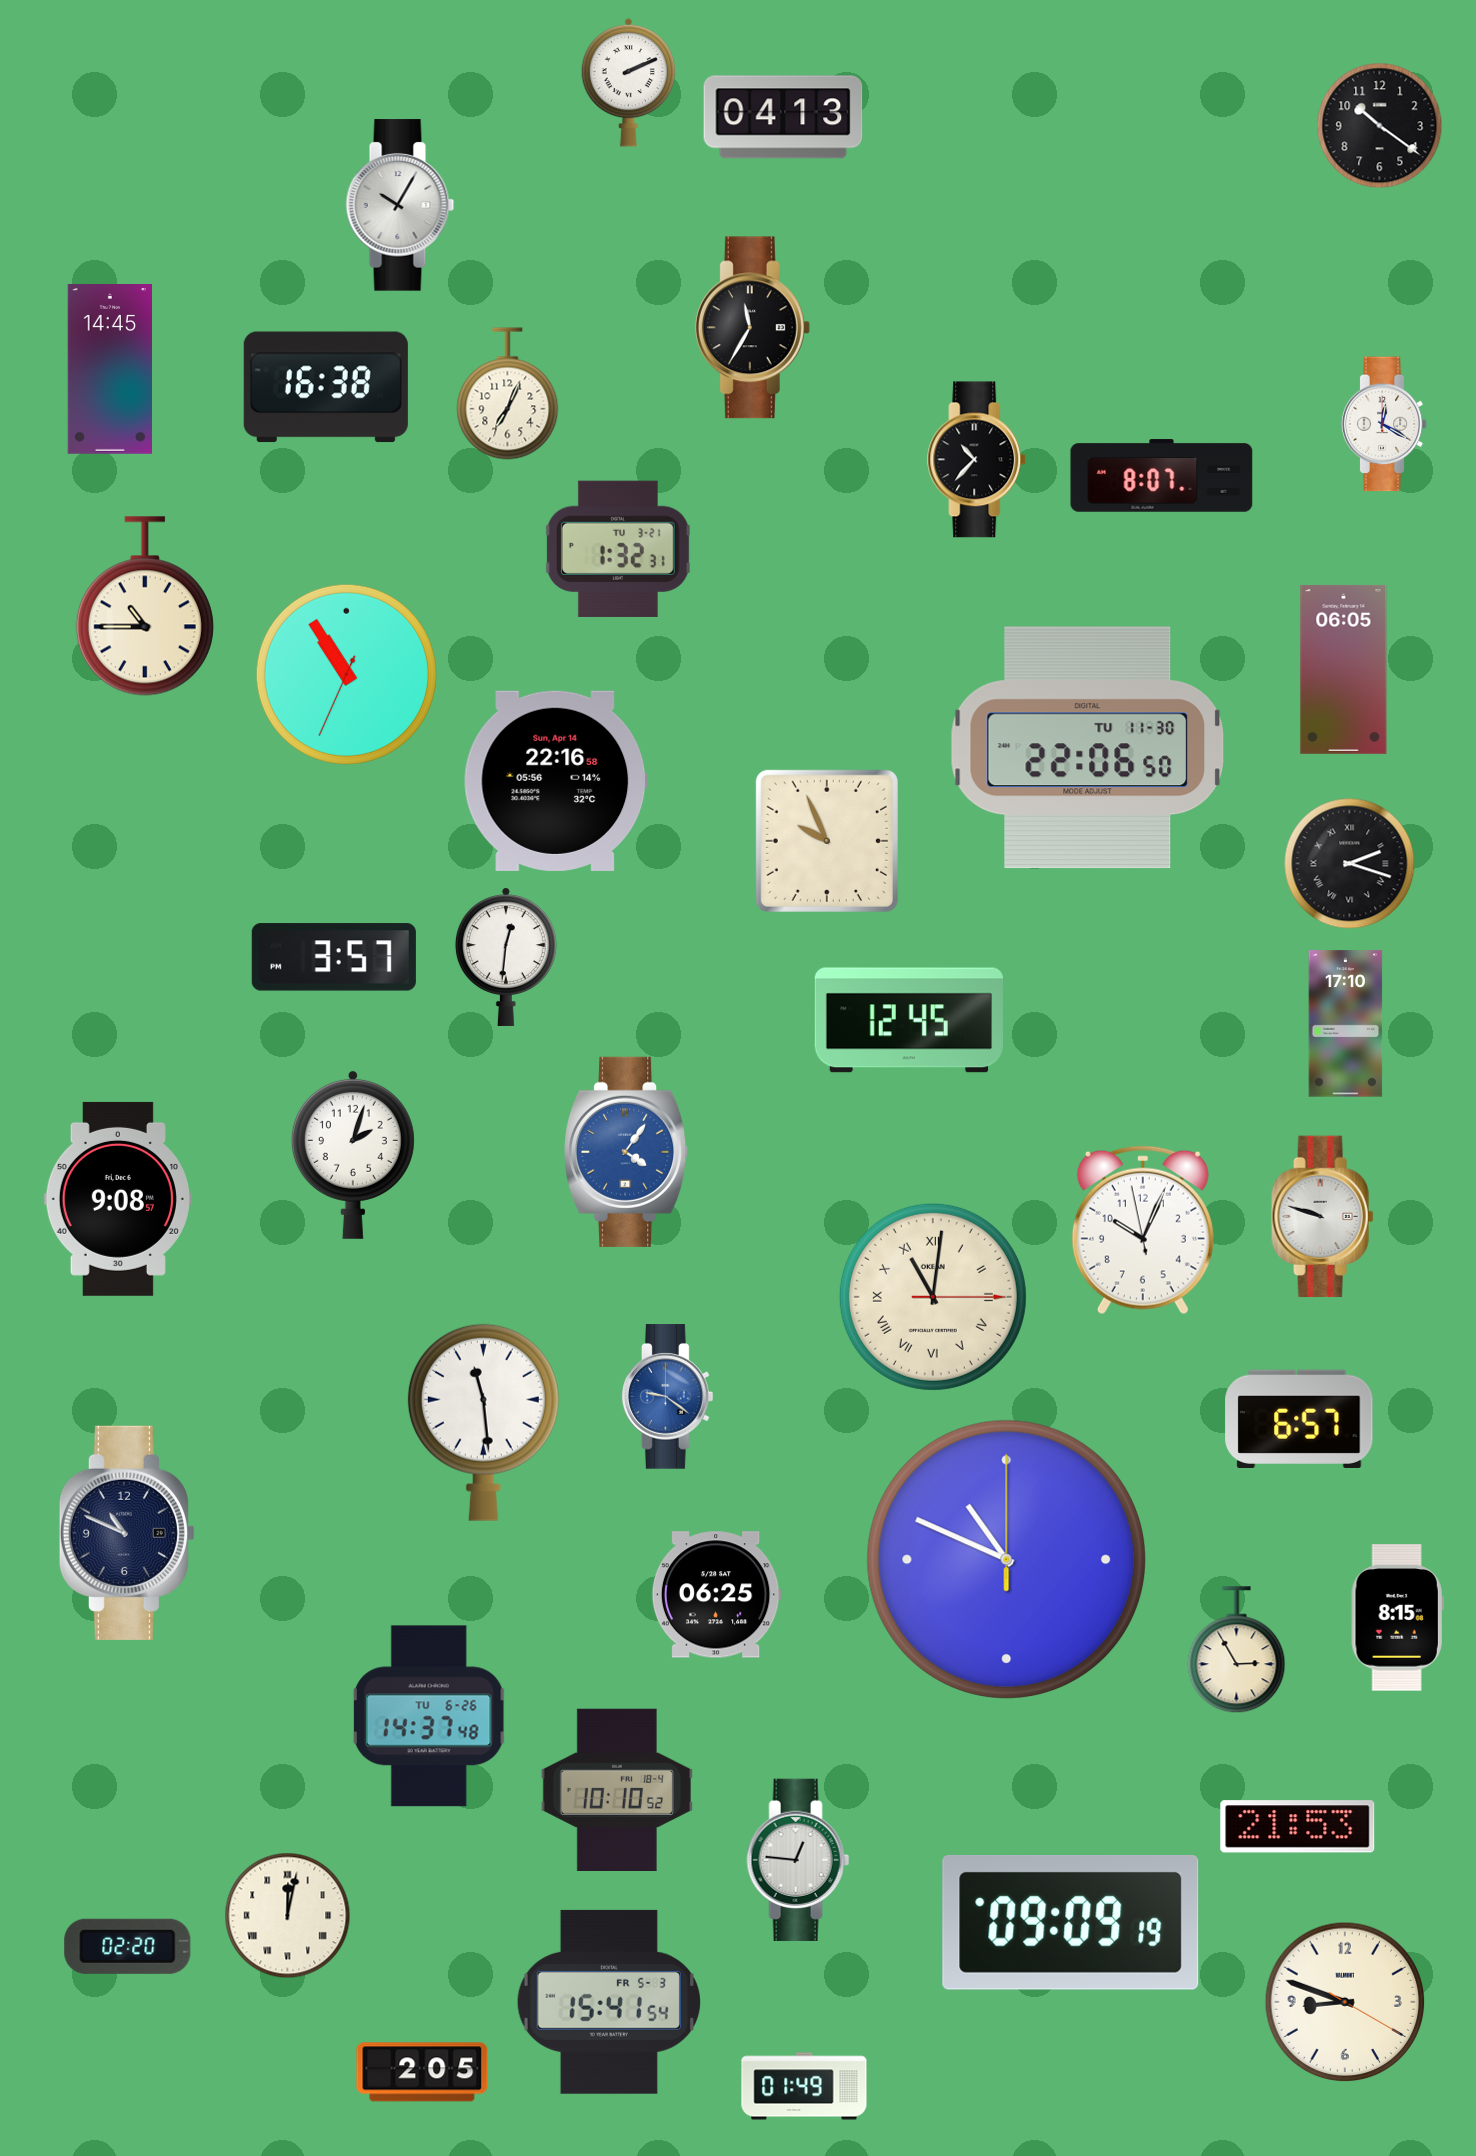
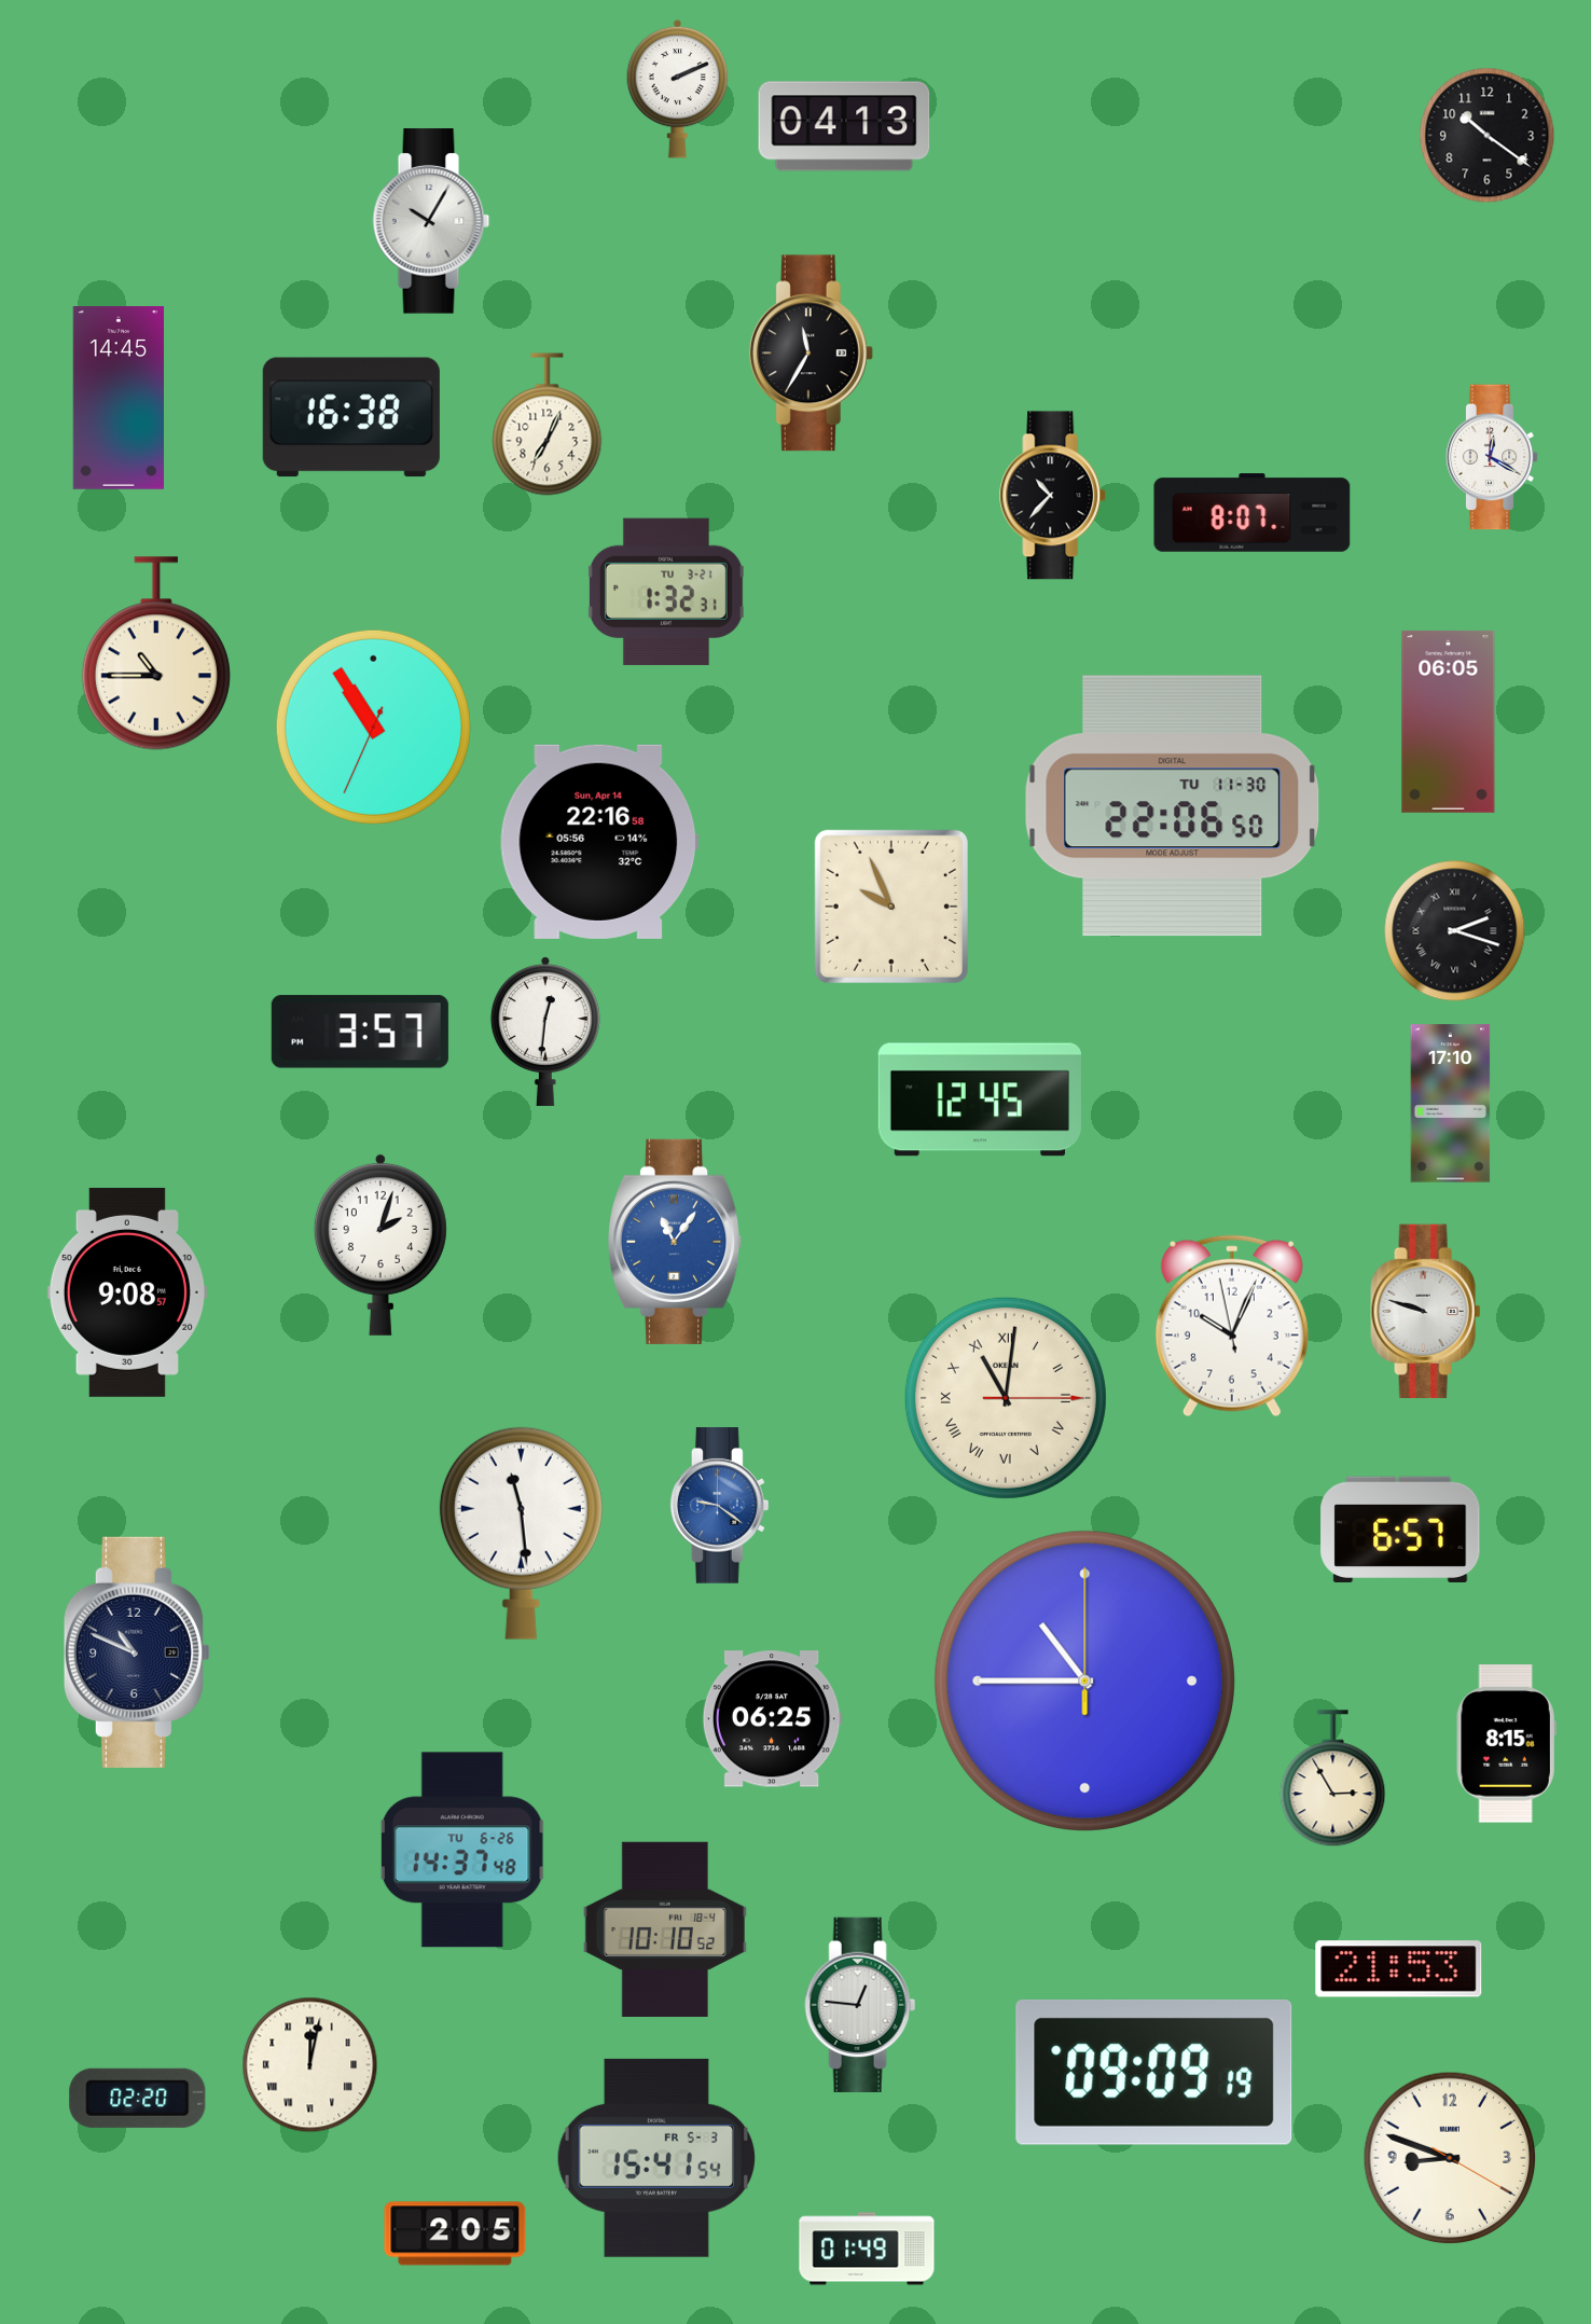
clock at (627, 1152): 4:06 -> 11:06
clock at (1006, 1559): 10:49 -> 10:45
